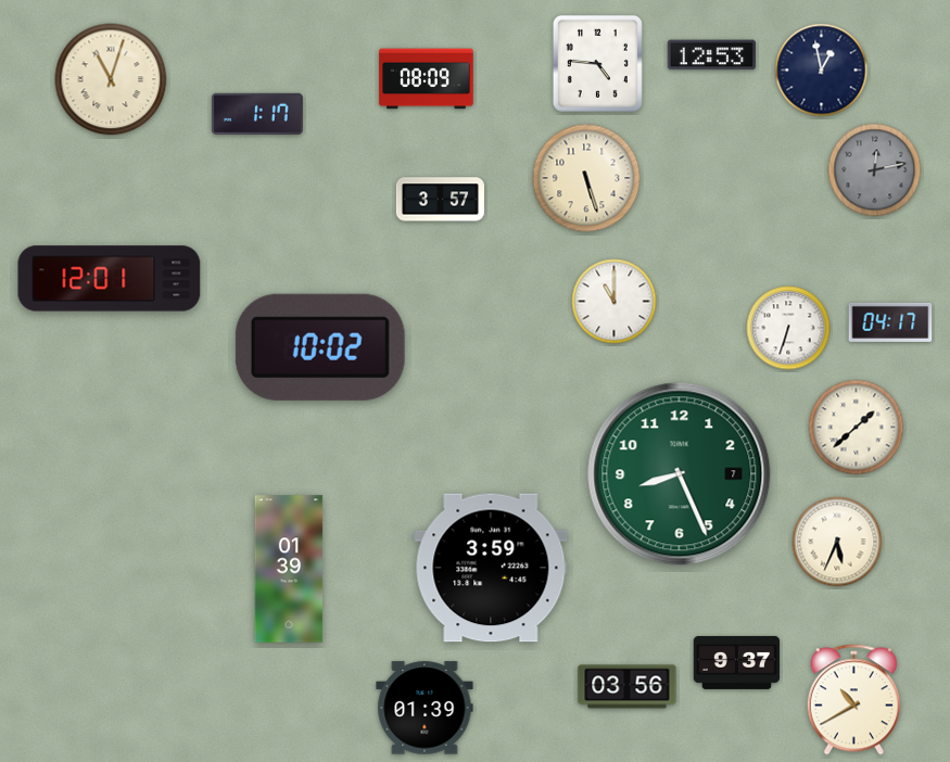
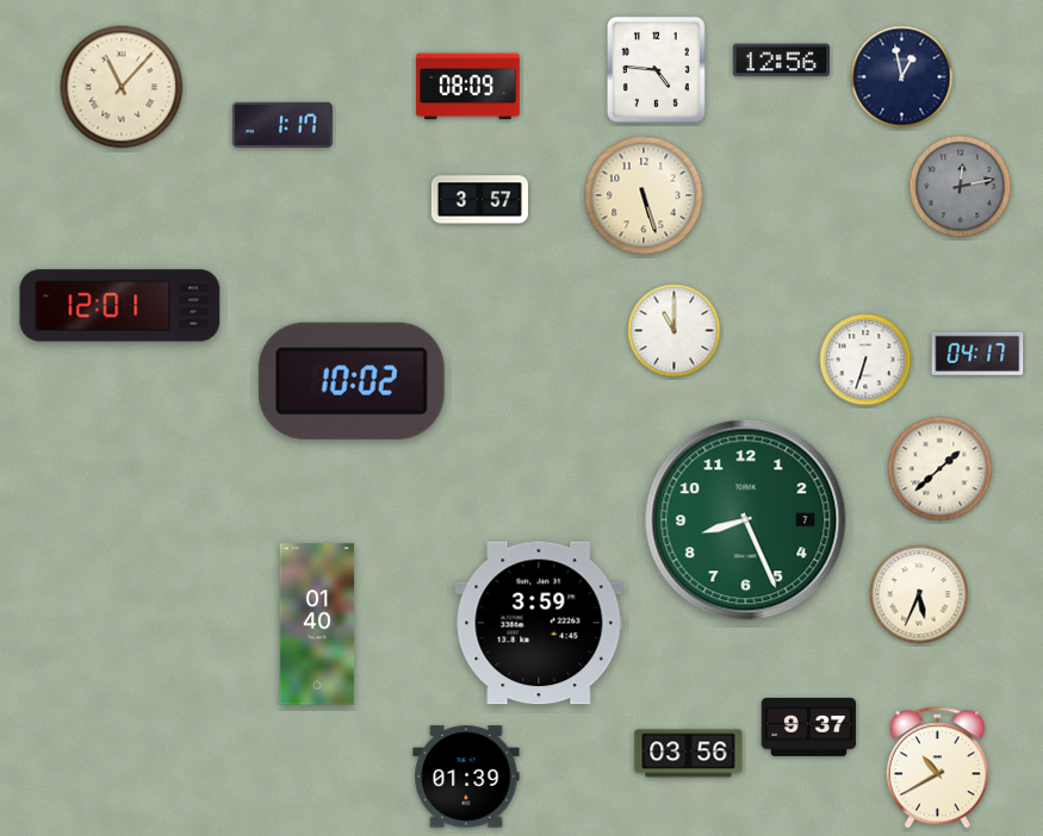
clock at (711, 55): 12:53 -> 12:56
clock at (111, 79): 11:03 -> 11:07
clock at (440, 200) position: (440, 200) -> (479, 200)
clock at (289, 569): 01:39 -> 01:40
